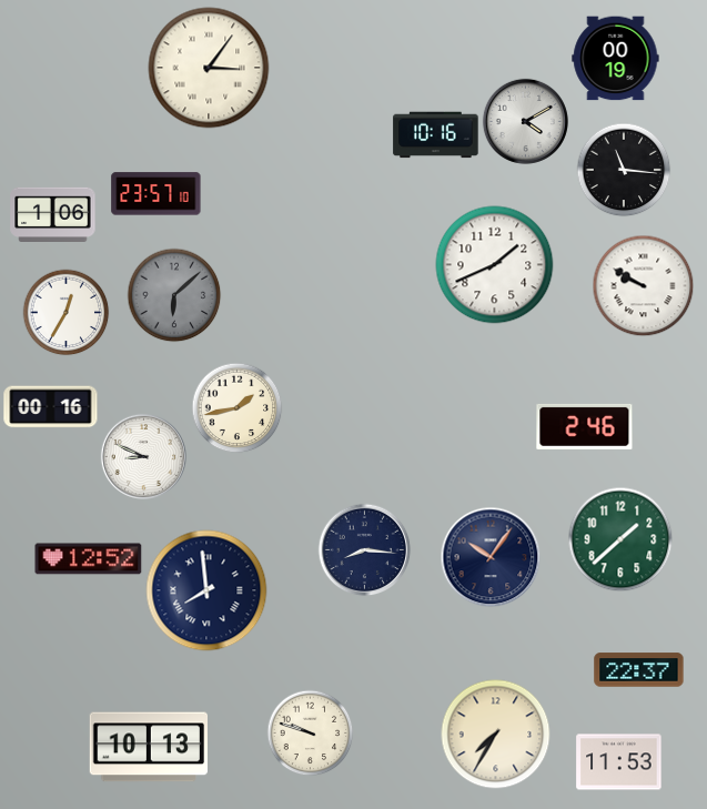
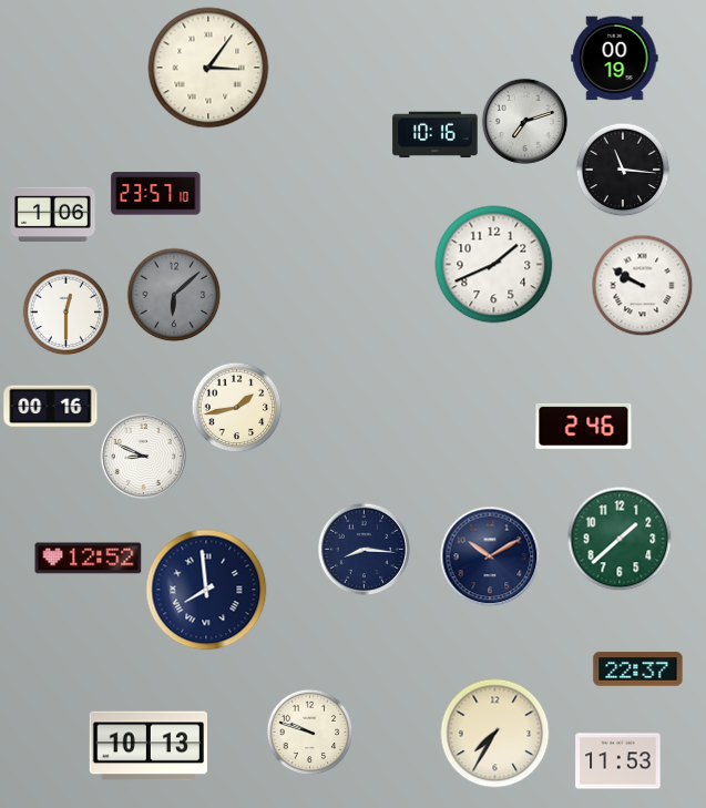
clock at (525, 121): 4:10 -> 7:12
clock at (65, 312): 12:35 -> 12:30
clock at (491, 557): 10:06 -> 10:10
